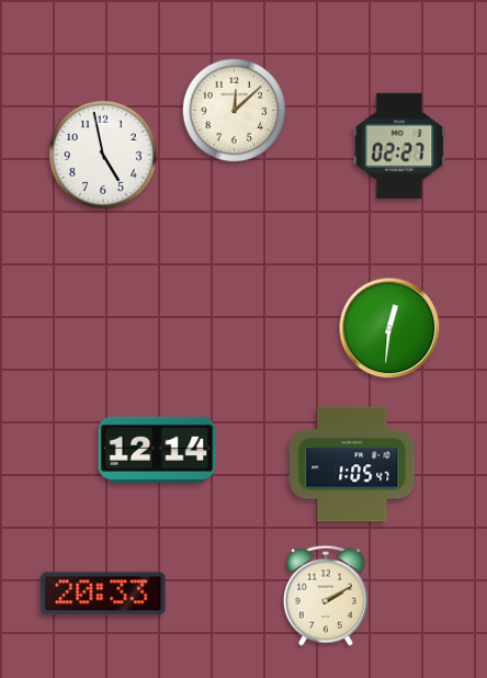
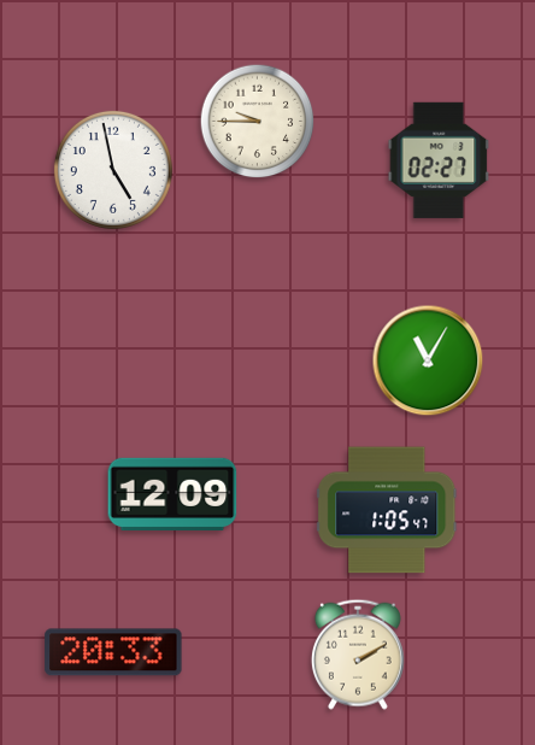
clock at (235, 111): 12:08 -> 9:45
clock at (389, 328): 12:31 -> 11:05
clock at (157, 449): 12:14 -> 12:09
